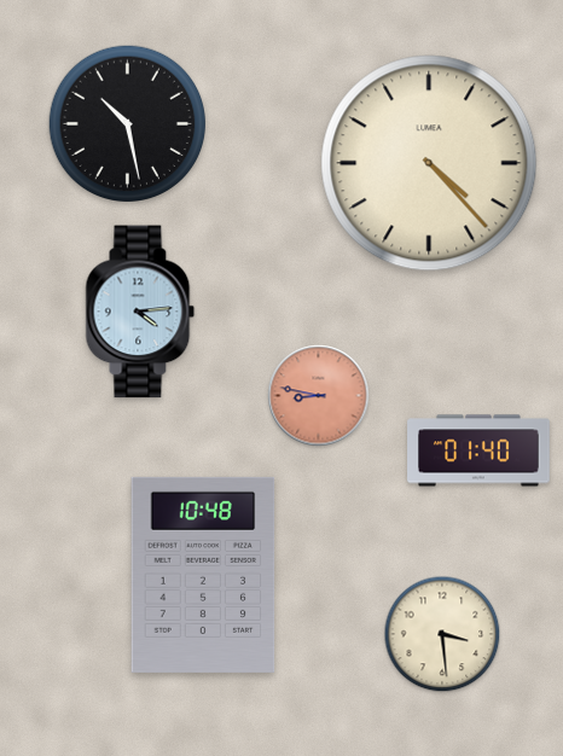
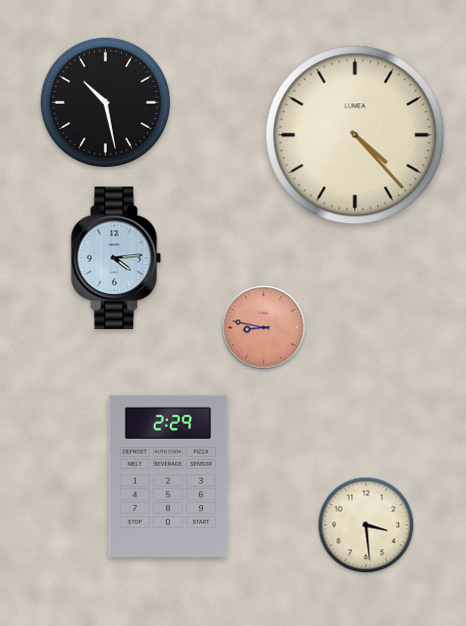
clock at (478, 450): 01:40 -> none
clock at (203, 575): 10:48 -> 2:29
